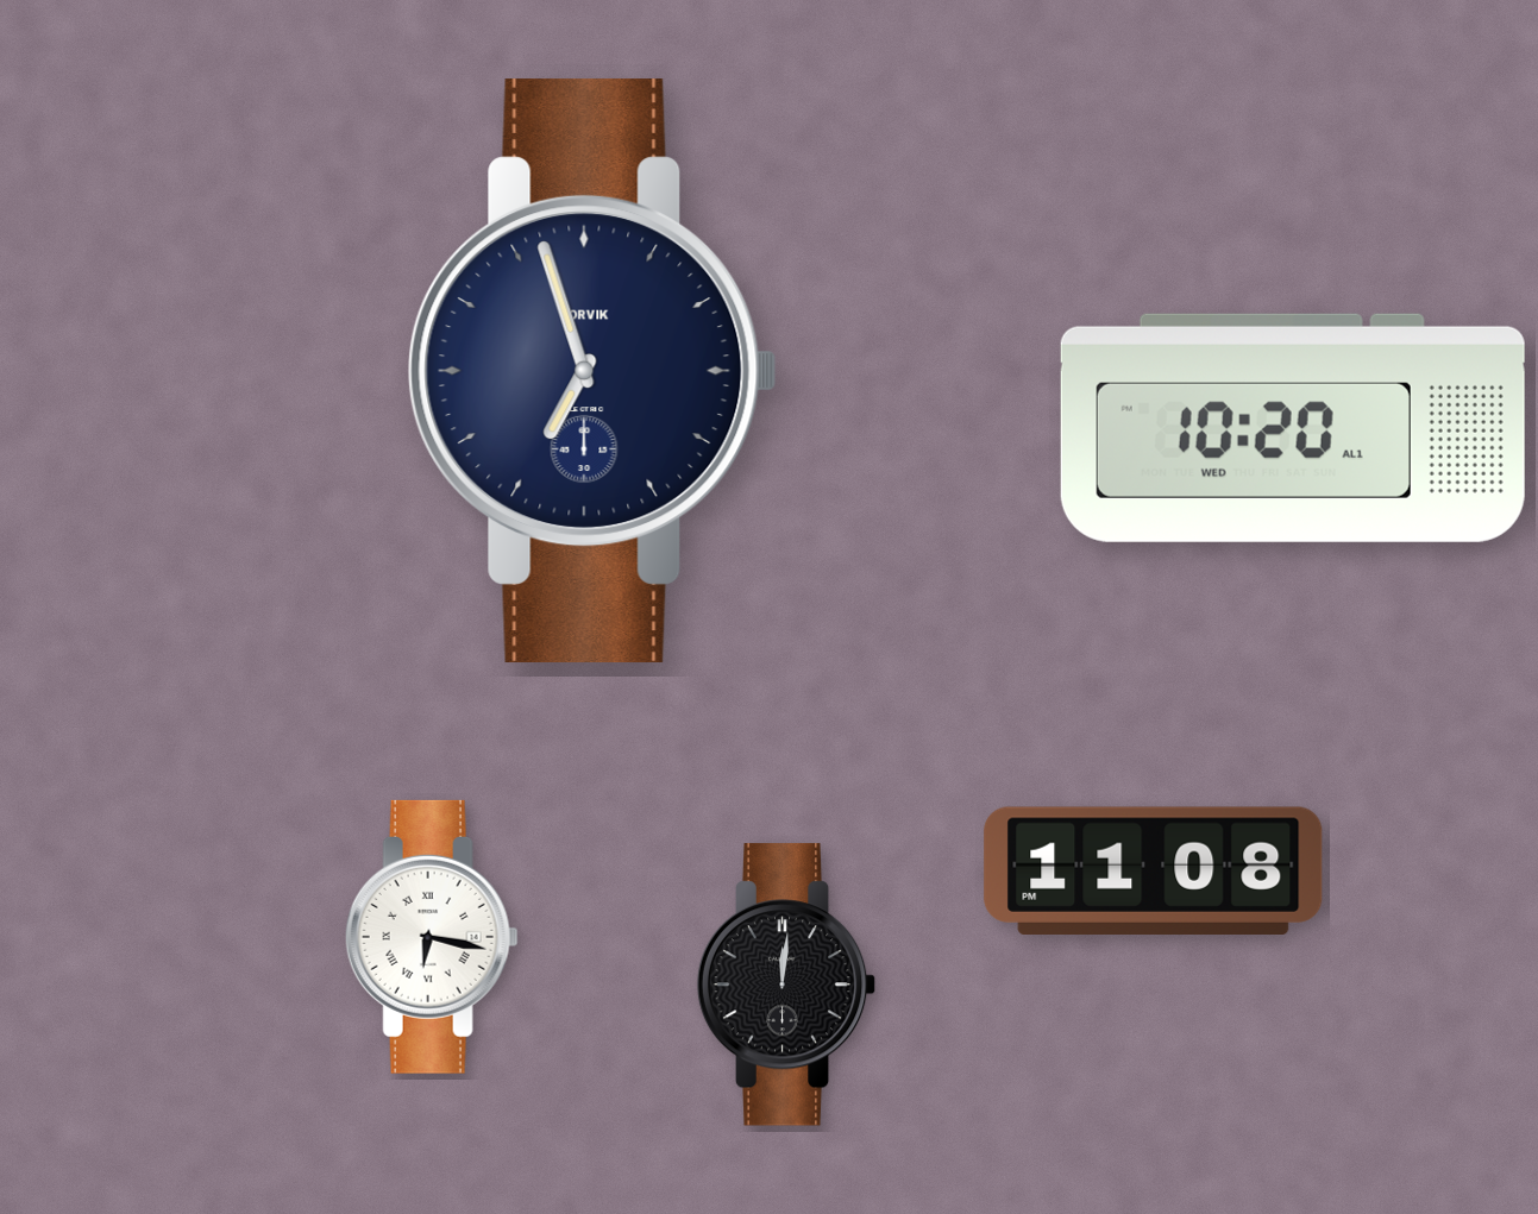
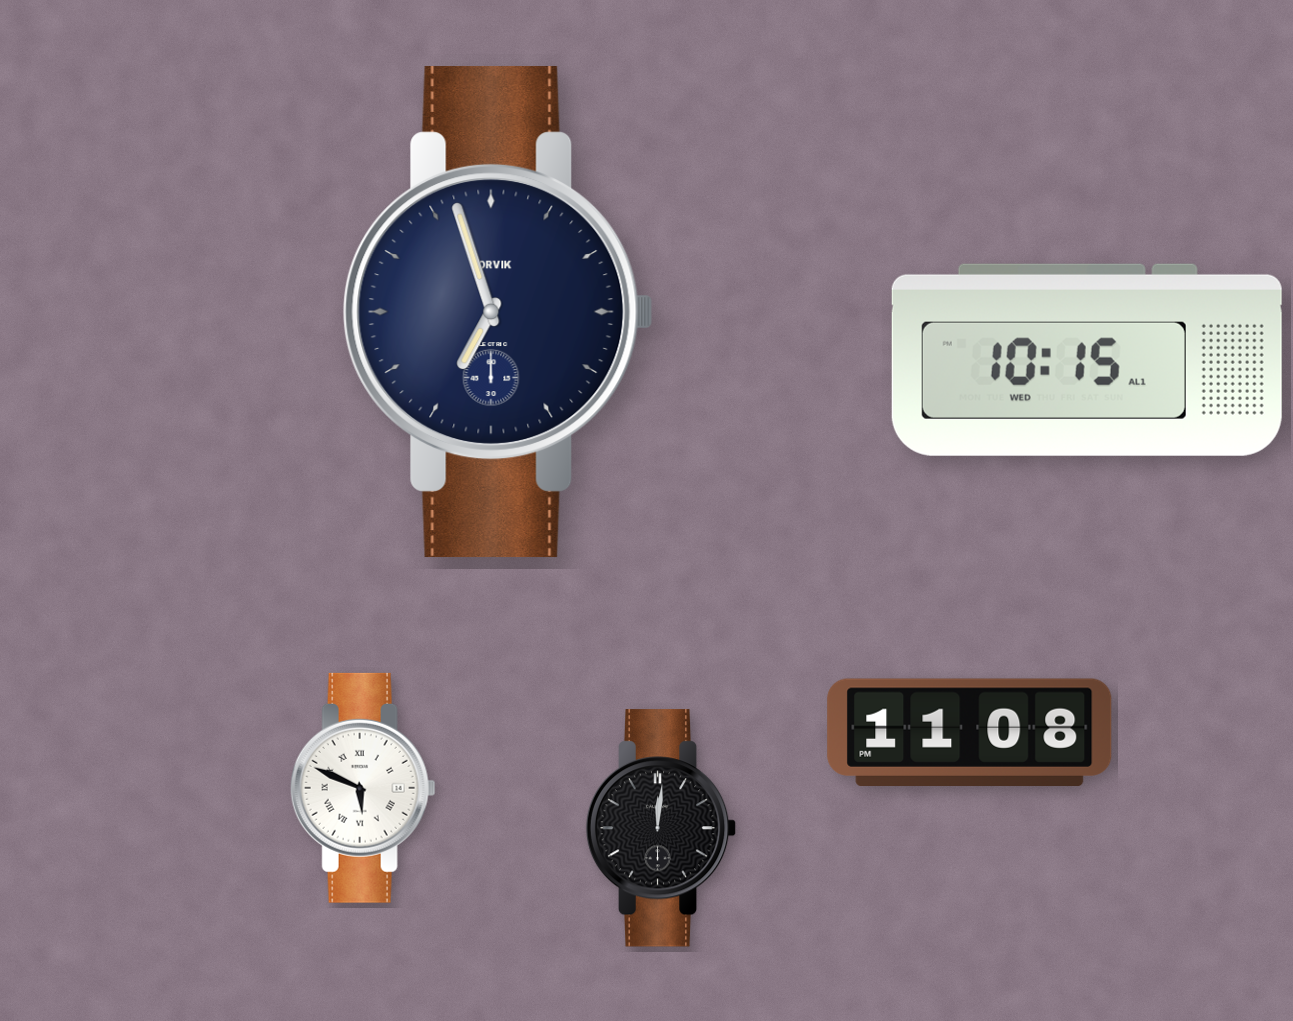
clock at (1293, 428): 10:20 -> 10:15
clock at (432, 937): 6:17 -> 5:49
